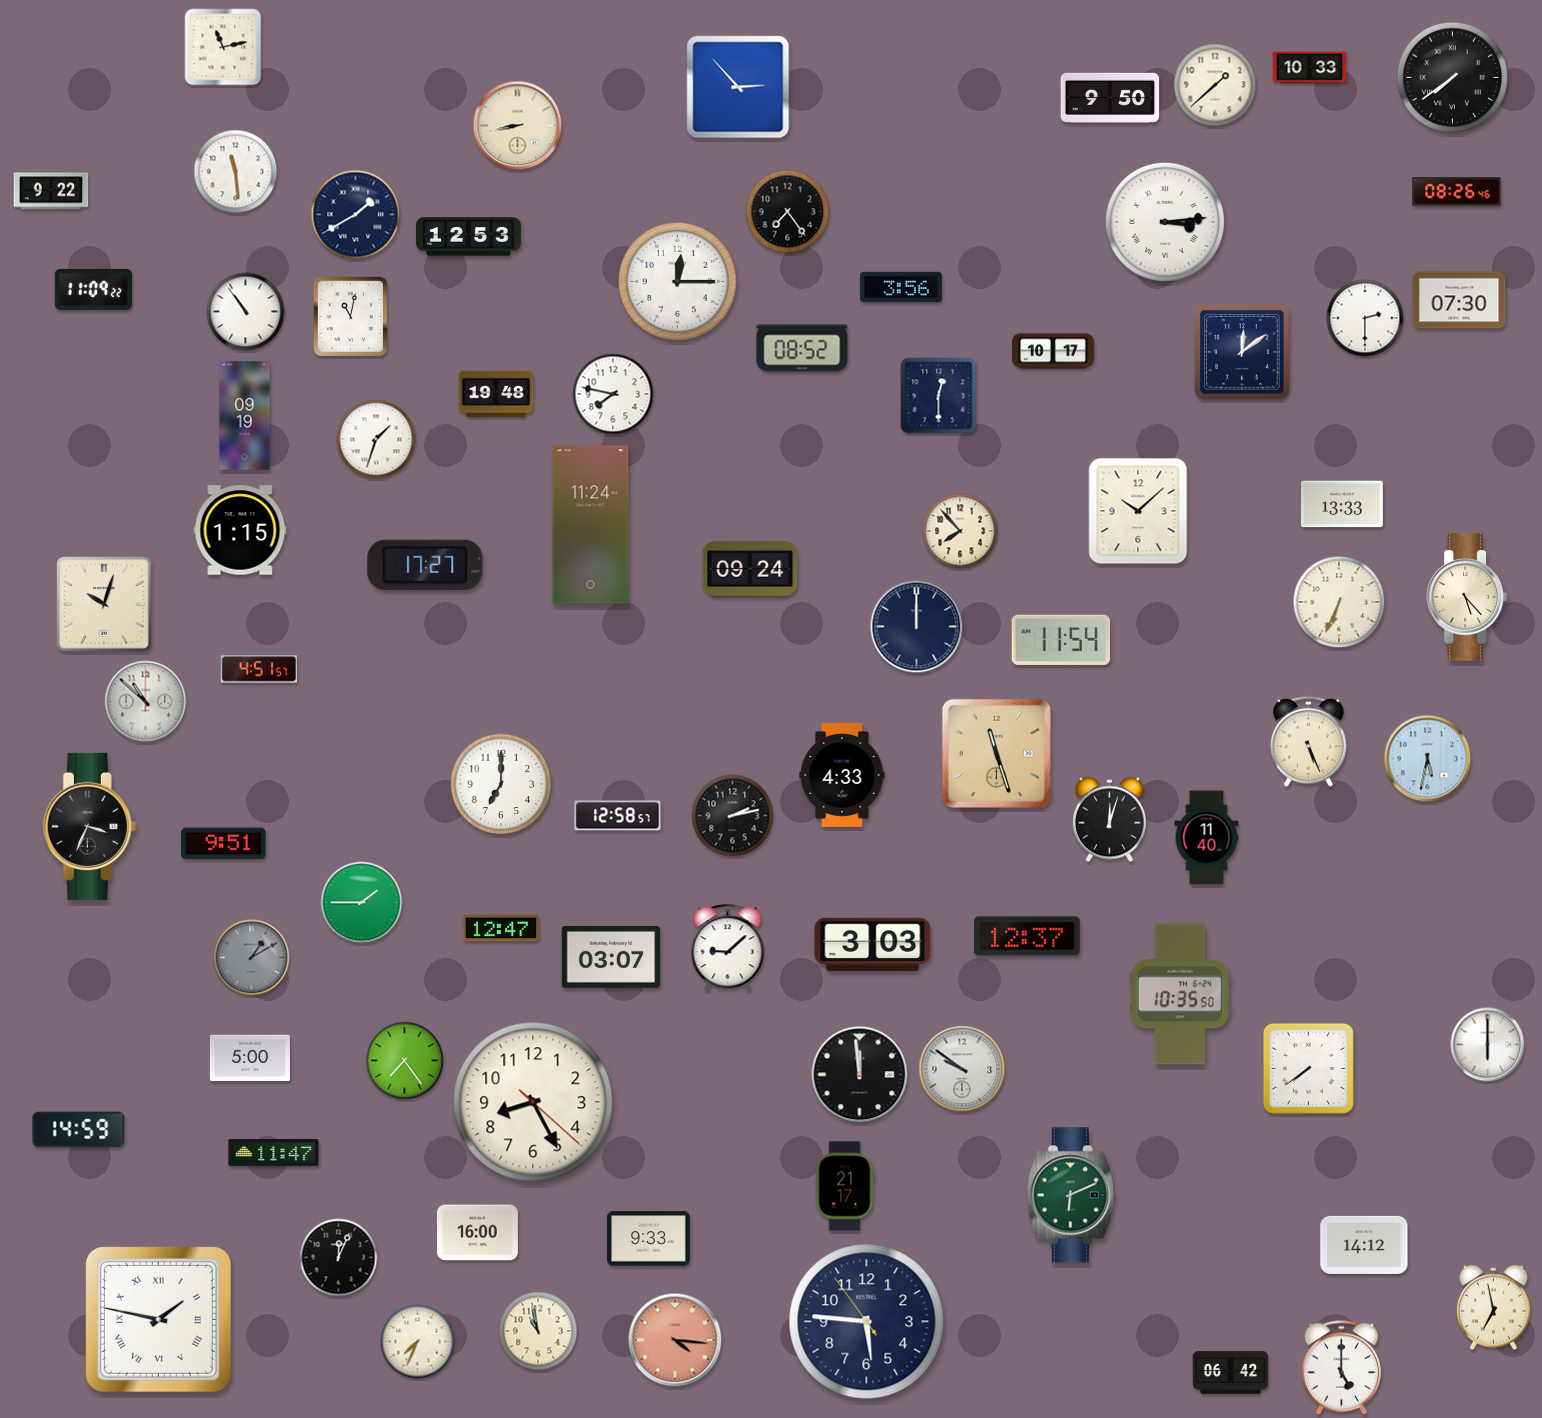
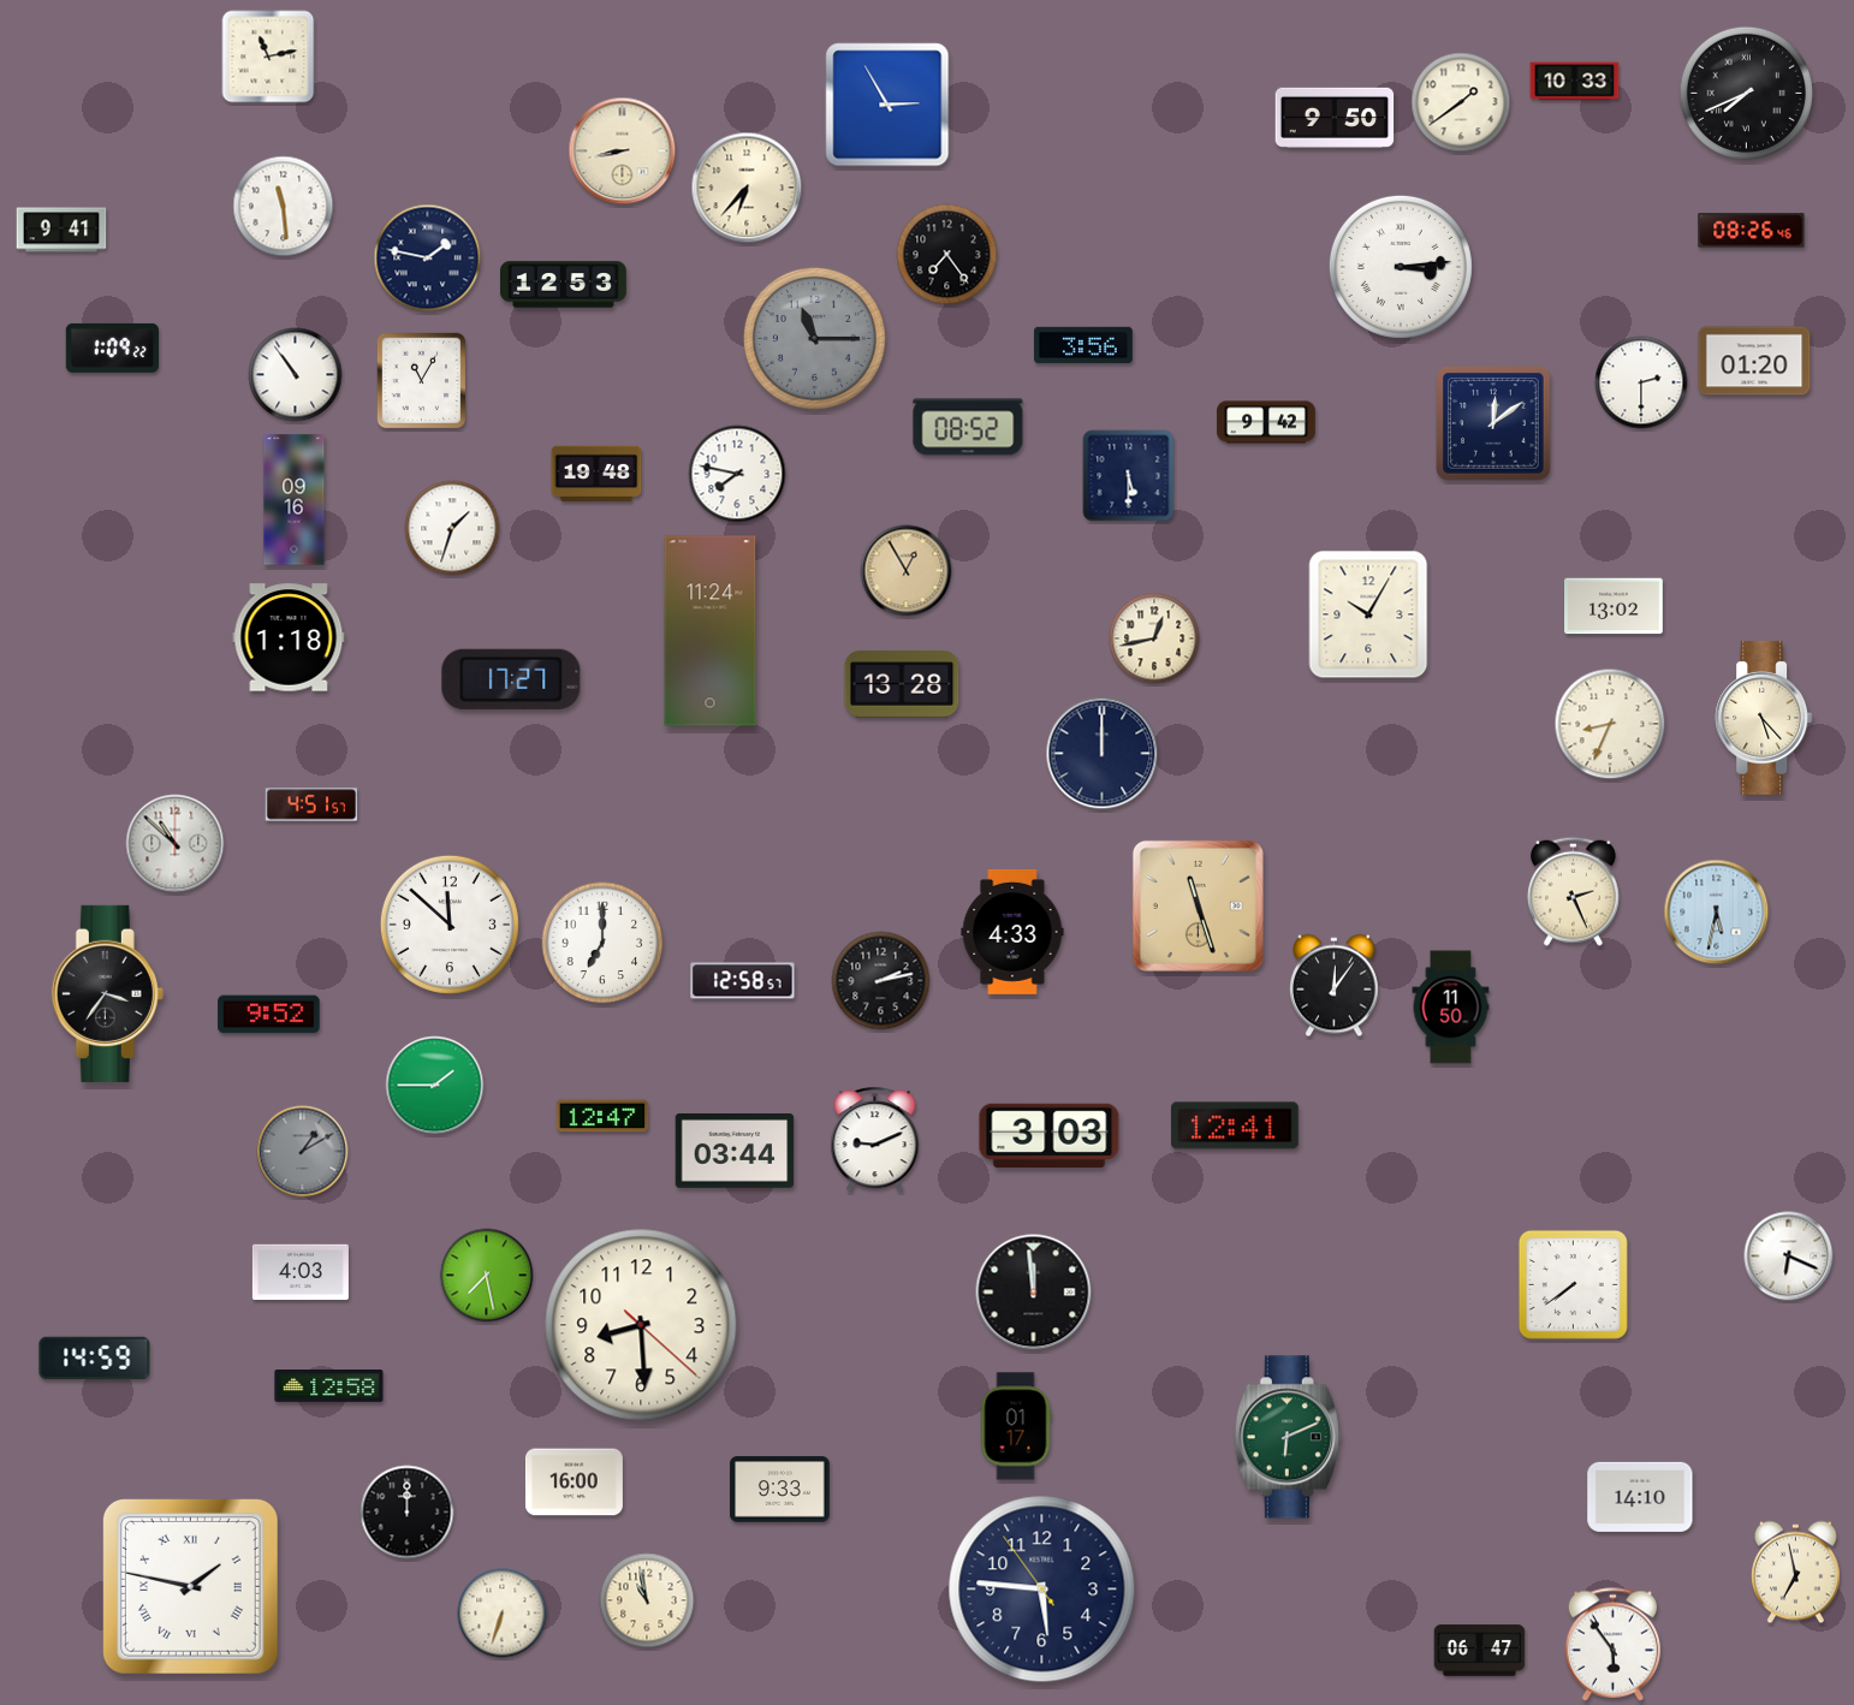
clock at (1452, 77): 7:39 -> 7:41
clock at (1215, 85): 1:38 -> 1:39
clock at (738, 87): 2:53 -> 2:55
clock at (747, 188): none -> 6:37
clock at (51, 191): 9:22 -> 9:41
clock at (356, 215): 1:40 -> 1:47
clock at (677, 281): 12:15 -> 11:15
clock at (677, 281) dial: white -> grey
clock at (93, 289): 11:09 -> 1:09
clock at (1459, 300): 07:30 -> 01:20
clock at (351, 317): 11:02 -> 11:05
clock at (802, 348) position: (802, 348) -> (968, 427)
clock at (1053, 351): 10:17 -> 9:42
clock at (939, 396): 12:30 -> 5:30
clock at (245, 416): 09:19 -> 09:16
clock at (907, 571): none -> 12:55
clock at (1343, 504): 13:33 -> 13:02
clock at (1138, 511): 10:08 -> 10:05
clock at (240, 530): 1:15 -> 1:18
clock at (960, 531): 7:53 -> 12:43
clock at (750, 569): 09:24 -> 13:28
clock at (1339, 602): 6:34 -> 8:34
clock at (105, 605): 10:03 -> none
clock at (1061, 639): 11:54 -> none
clock at (1308, 741): 5:26 -> 2:26
clock at (450, 925): none -> 11:52
clock at (1109, 820): 12:03 -> 12:06
clock at (89, 826): 3:34 -> 3:36
clock at (1207, 838): 11:40 -> 11:50
clock at (224, 844): 9:51 -> 9:52
clock at (1028, 936): 12:37 -> 12:41
clock at (728, 948): 9:08 -> 9:11
clock at (611, 958): 03:07 -> 03:44
clock at (1180, 994): 10:35 -> none
clock at (1488, 1045): 6:00 -> 6:19
clock at (250, 1058): 5:00 -> 4:03
clock at (405, 1061): 7:24 -> 7:28
clock at (962, 1069): 9:51 -> none
clock at (533, 1102): 8:25 -> 8:29
clock at (274, 1153): 11:47 -> 12:58
clock at (845, 1186): 21:17 -> 01:17
clock at (1364, 1245): 14:12 -> 14:10
clock at (339, 1258): 12:04 -> 12:00
clock at (675, 1340): 4:16 -> none
clock at (418, 1342): 7:34 -> 6:33
clock at (1342, 1368): 5:00 -> 5:54
clock at (1231, 1373): 06:42 -> 06:47
